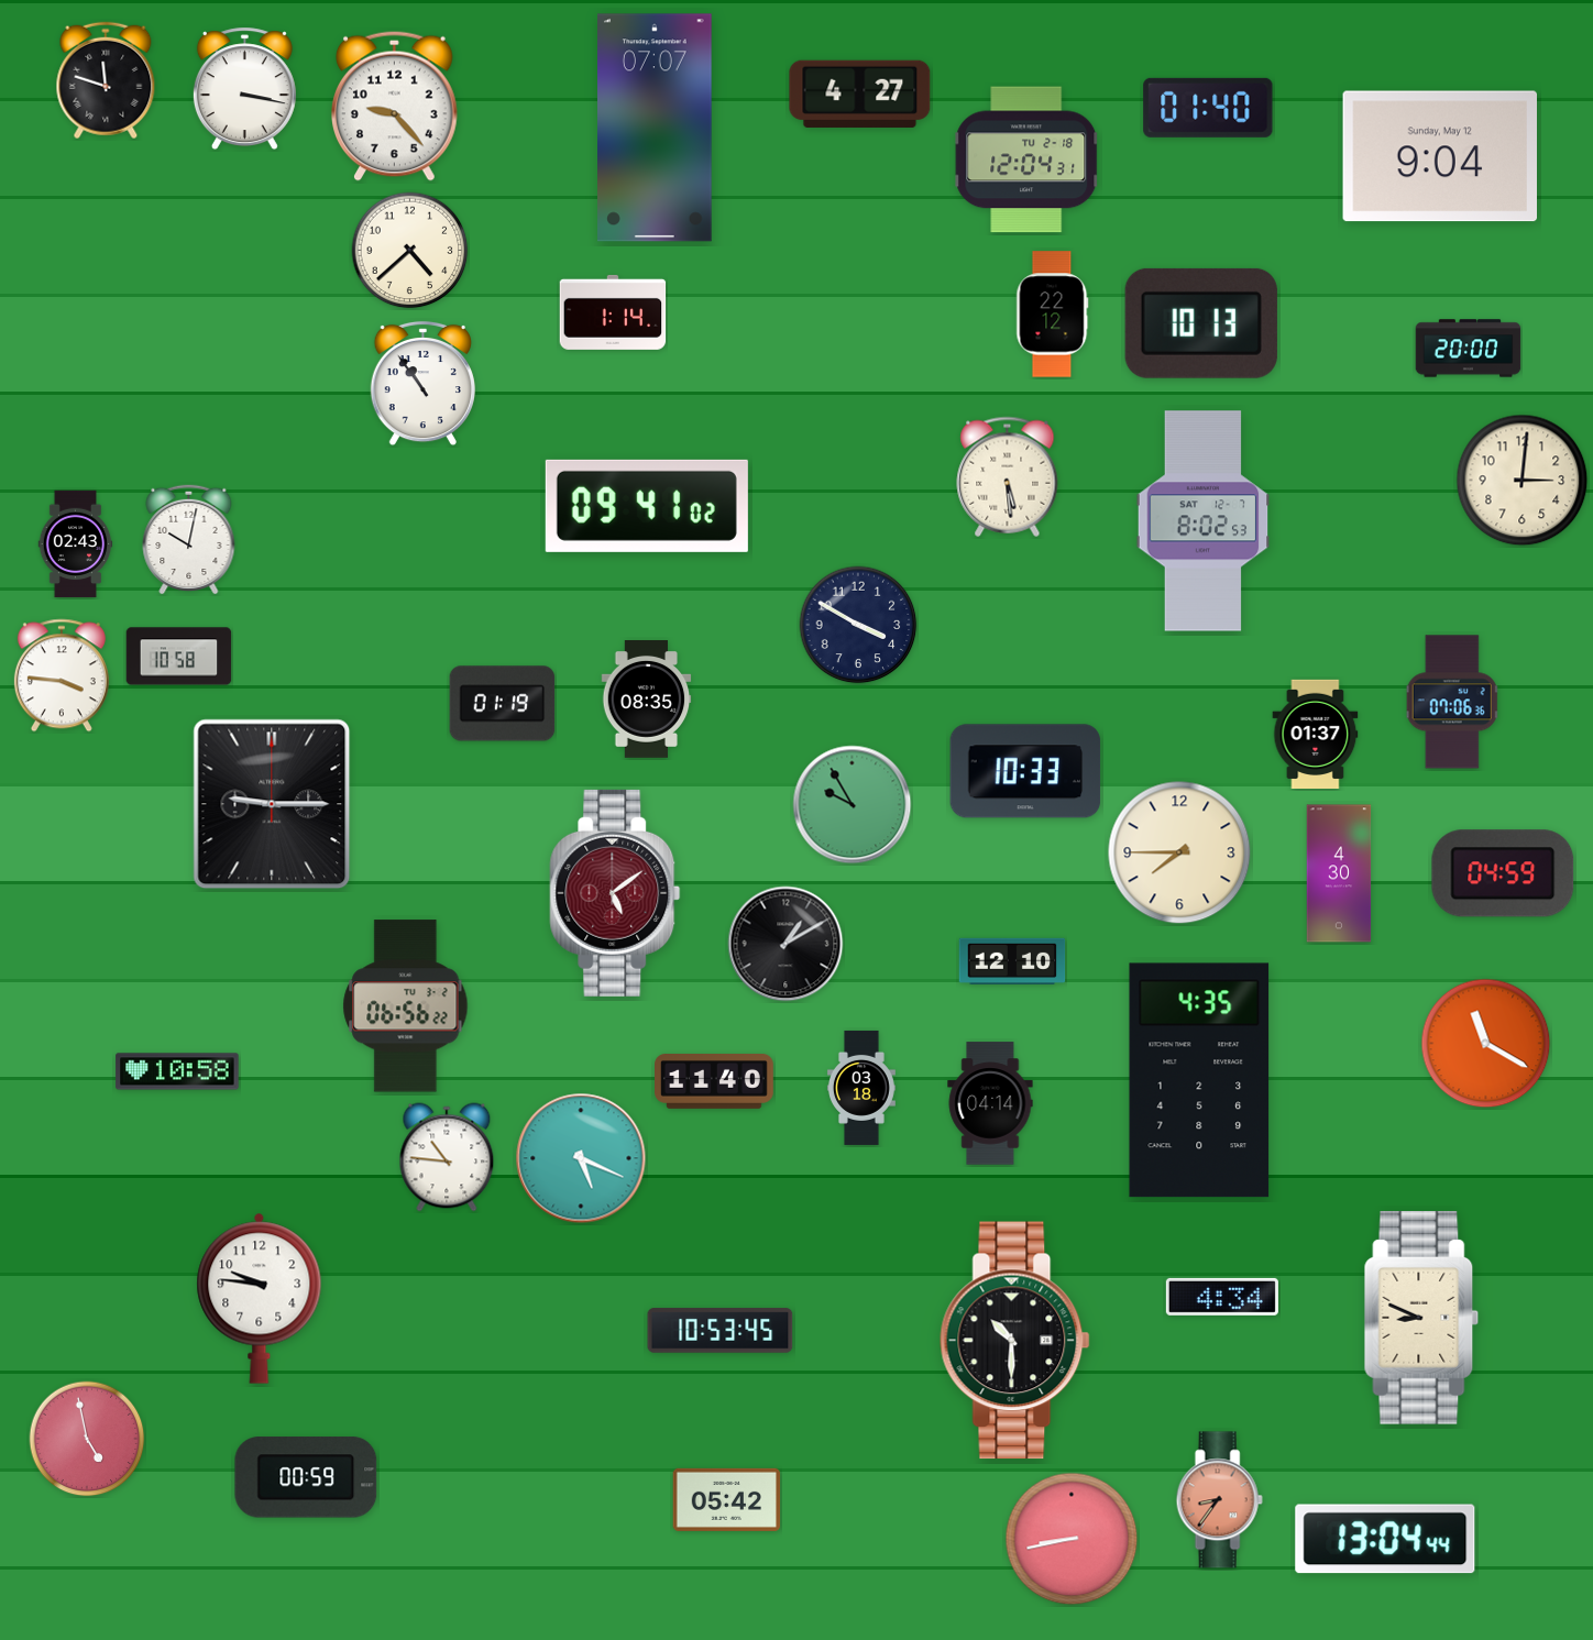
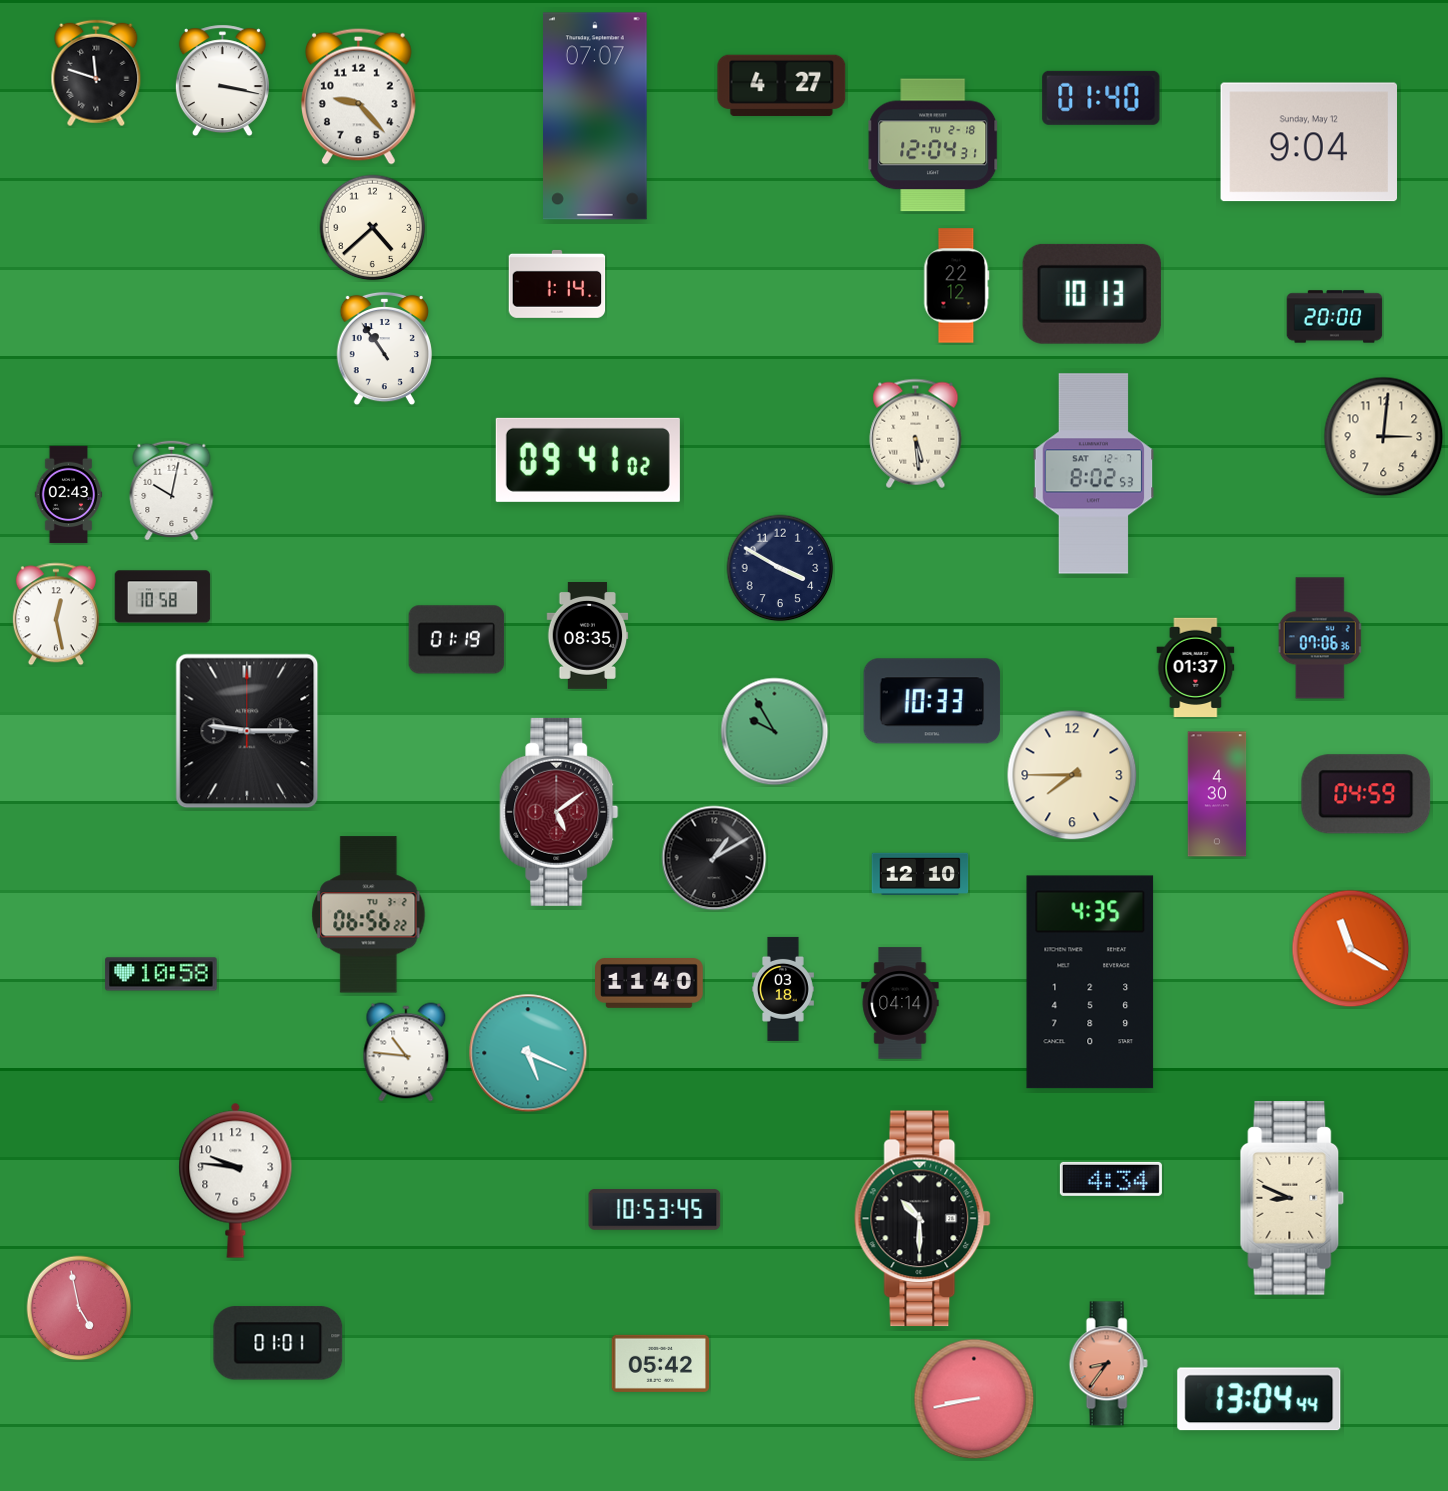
clock at (1208, 108) position: (1208, 108) -> (1101, 98)
clock at (62, 675): 3:46 -> 12:28
clock at (306, 1477): 00:59 -> 01:01
